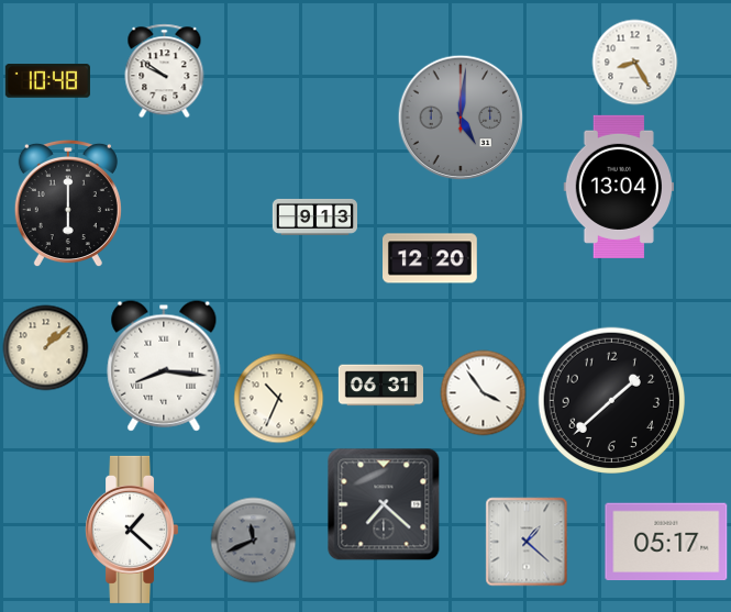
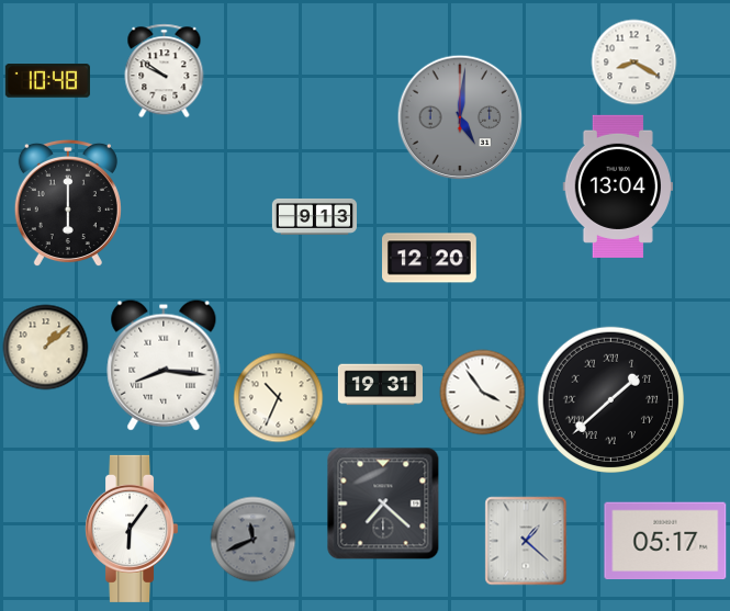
clock at (634, 62): 8:25 -> 8:20
clock at (380, 386): 06:31 -> 19:31
clock at (611, 400) numerals: Arabic -> Roman
clock at (132, 530): 1:22 -> 6:06
